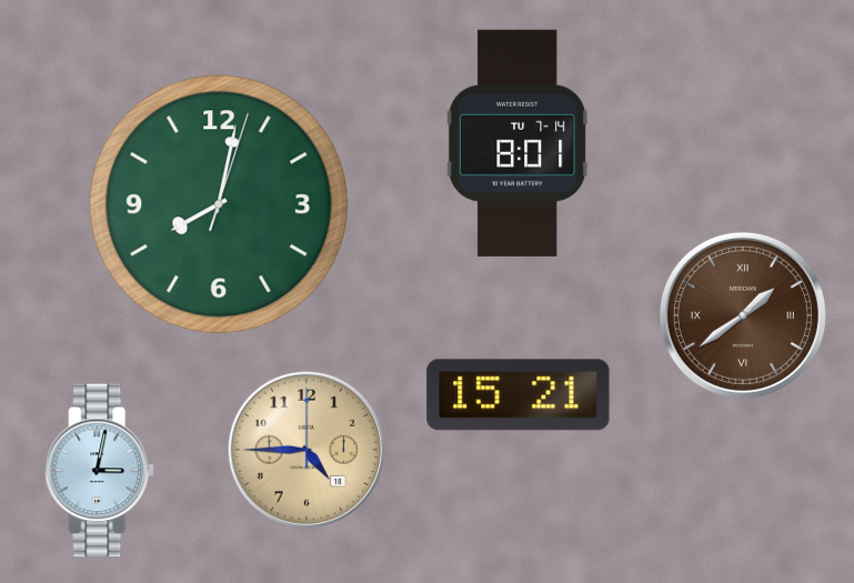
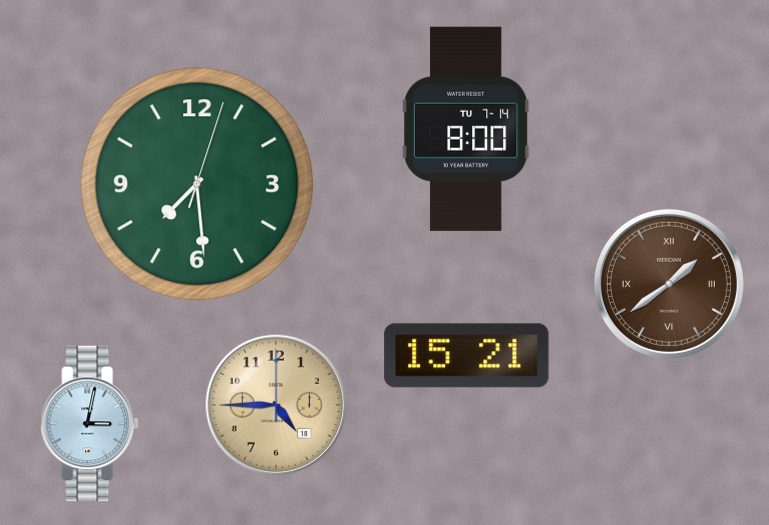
clock at (518, 143): 8:01 -> 8:00
clock at (219, 204): 8:02 -> 7:29
